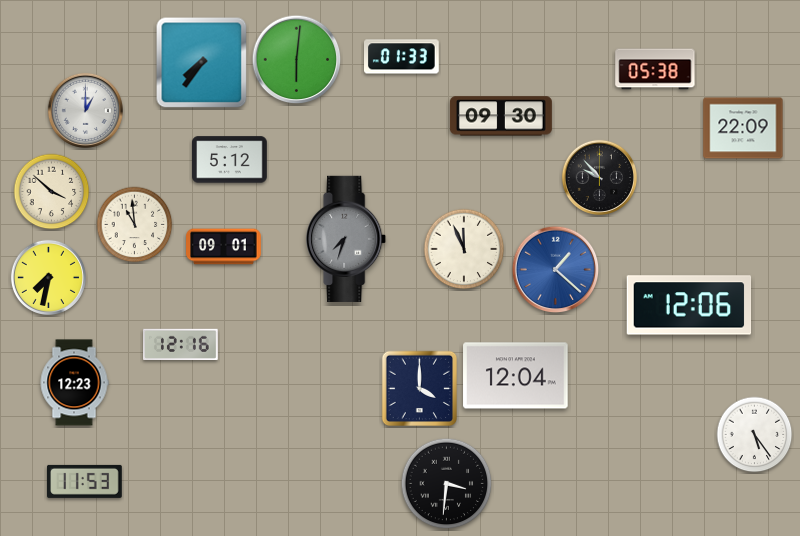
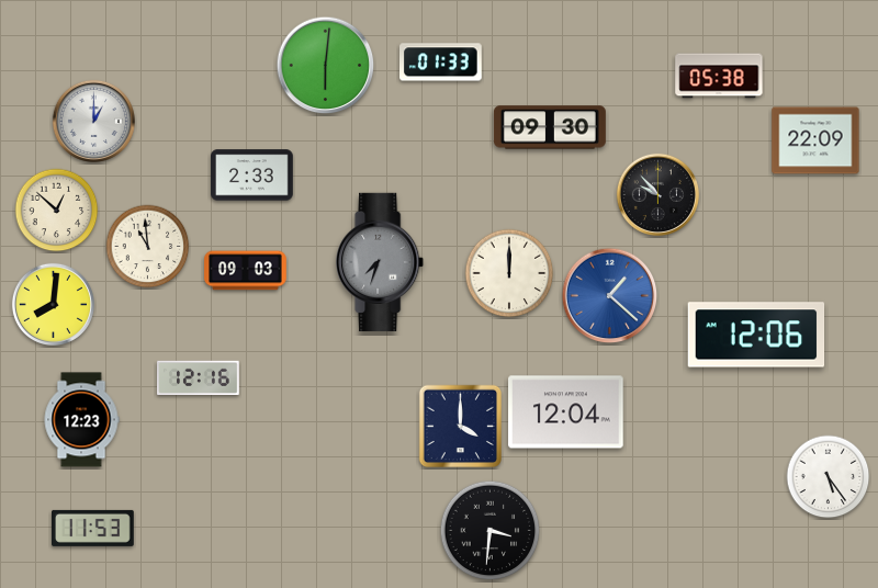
clock at (202, 63): 7:36 -> none
clock at (230, 160): 5:12 -> 2:33
clock at (52, 192): 3:52 -> 12:52
clock at (224, 247): 09:01 -> 09:03
clock at (464, 249): 11:56 -> 12:00
clock at (48, 277): 7:32 -> 8:01
